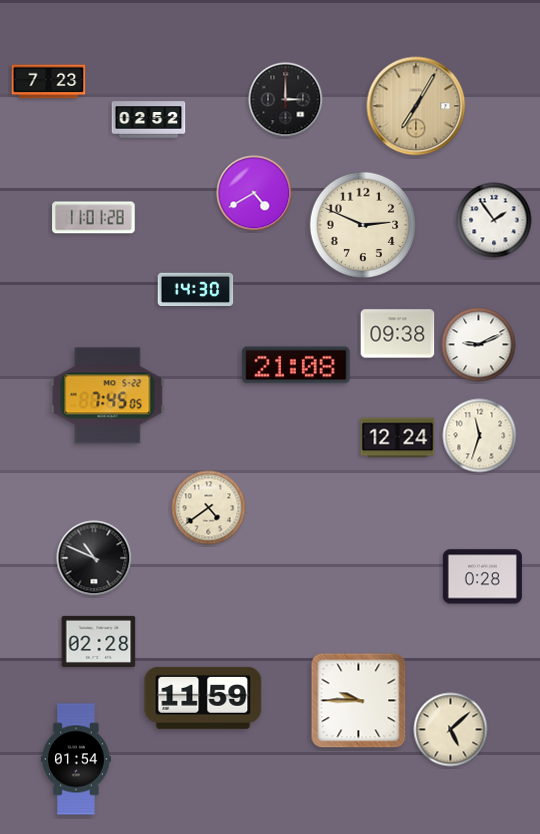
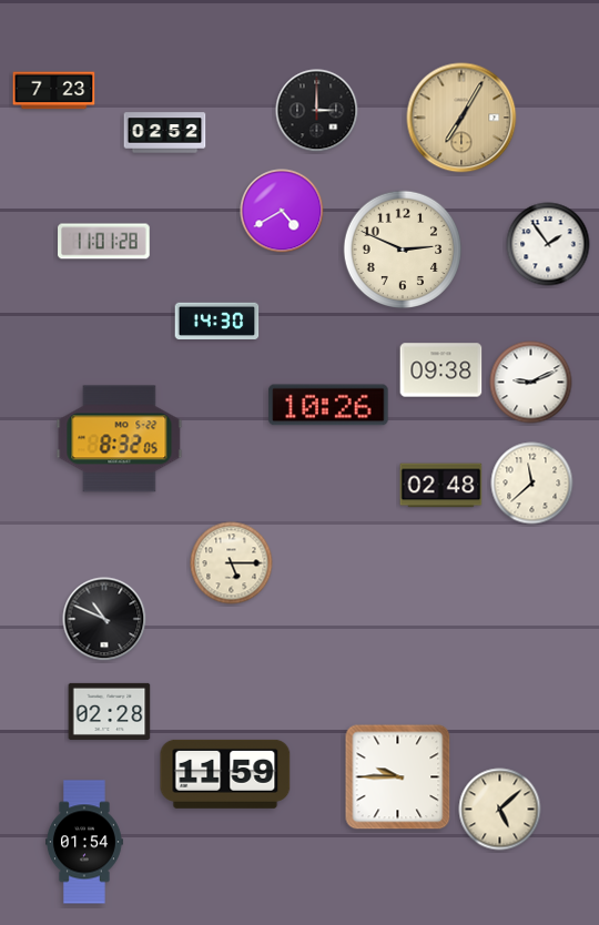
clock at (254, 193) position: (254, 193) -> (282, 211)
clock at (296, 365): 21:08 -> 10:26
clock at (108, 396): 7:45 -> 8:32
clock at (480, 436): 11:33 -> 11:38
clock at (398, 438): 12:24 -> 02:48
clock at (209, 508): 4:39 -> 5:15
clock at (482, 577): 0:28 -> none
